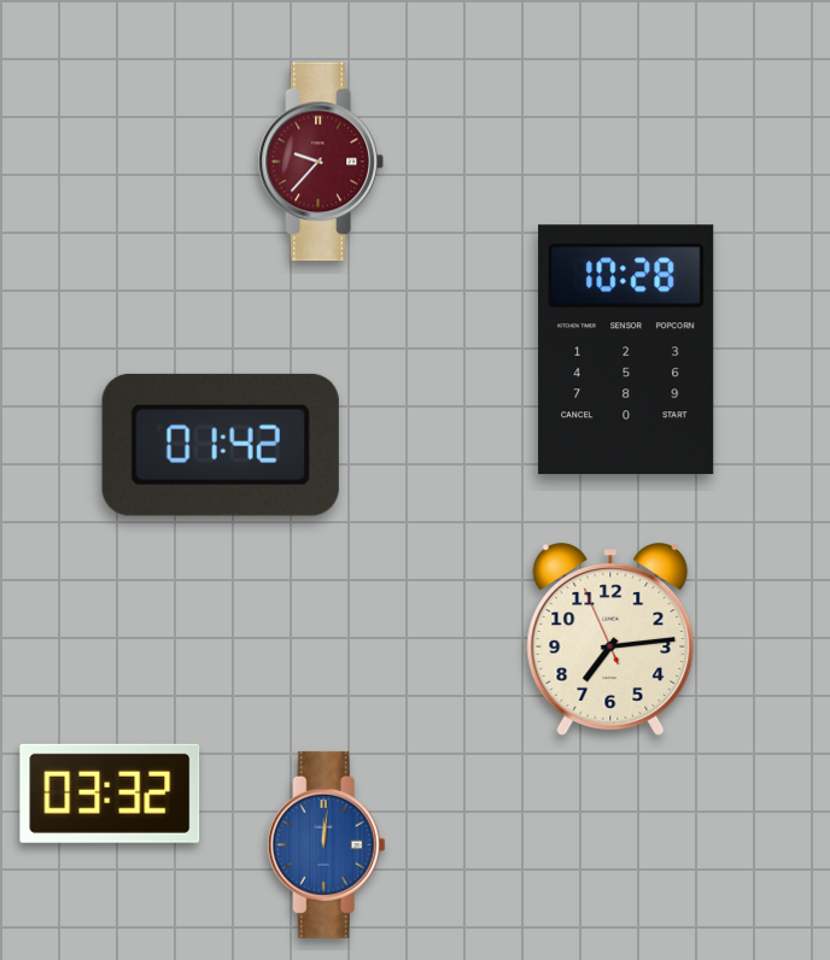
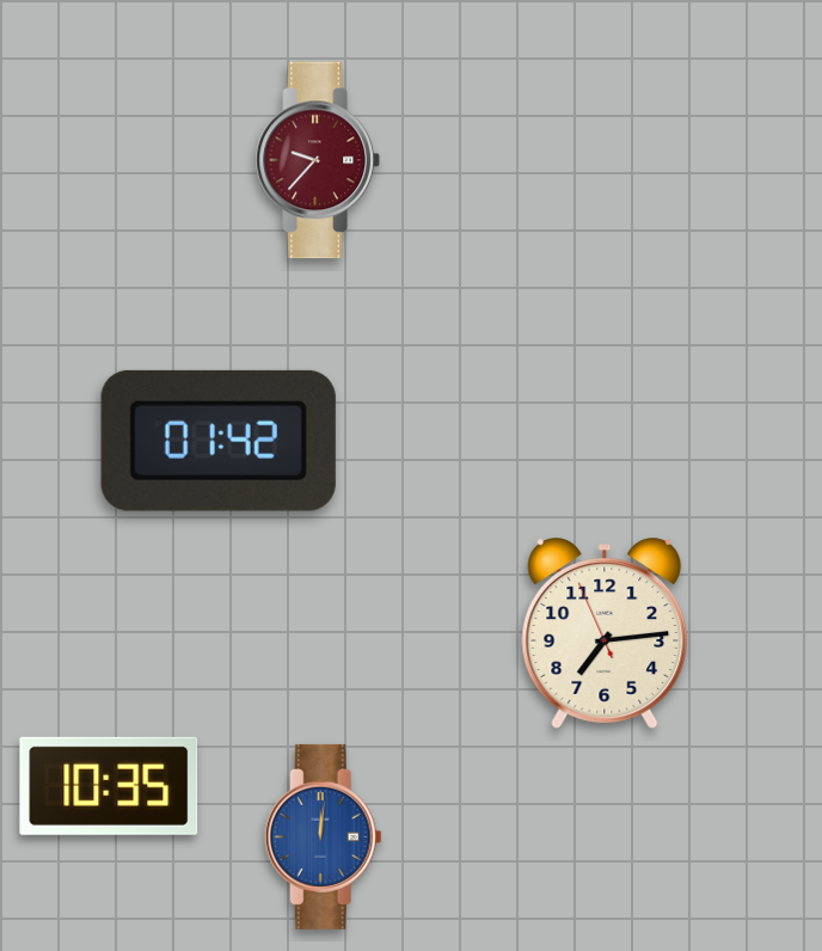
clock at (626, 350): 10:28 -> none
clock at (110, 794): 03:32 -> 10:35
